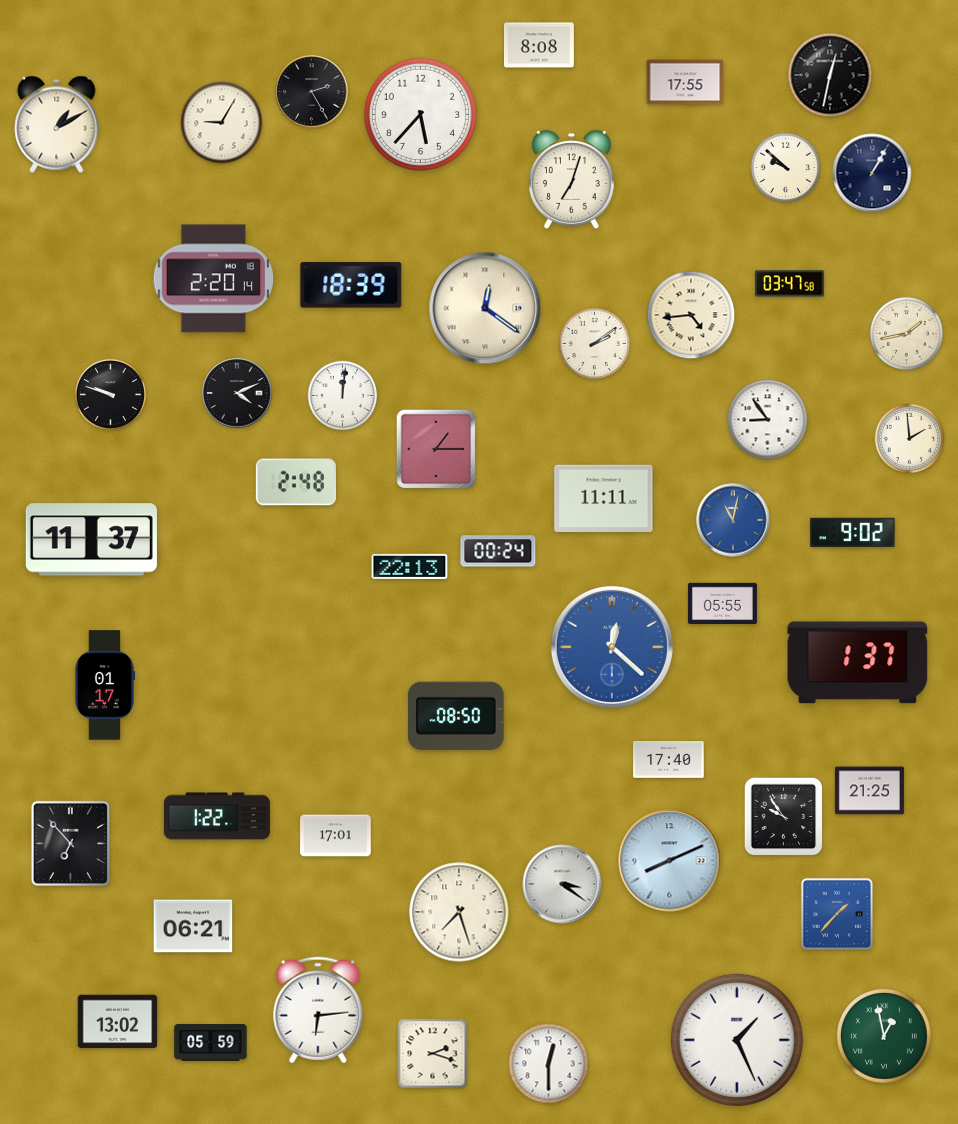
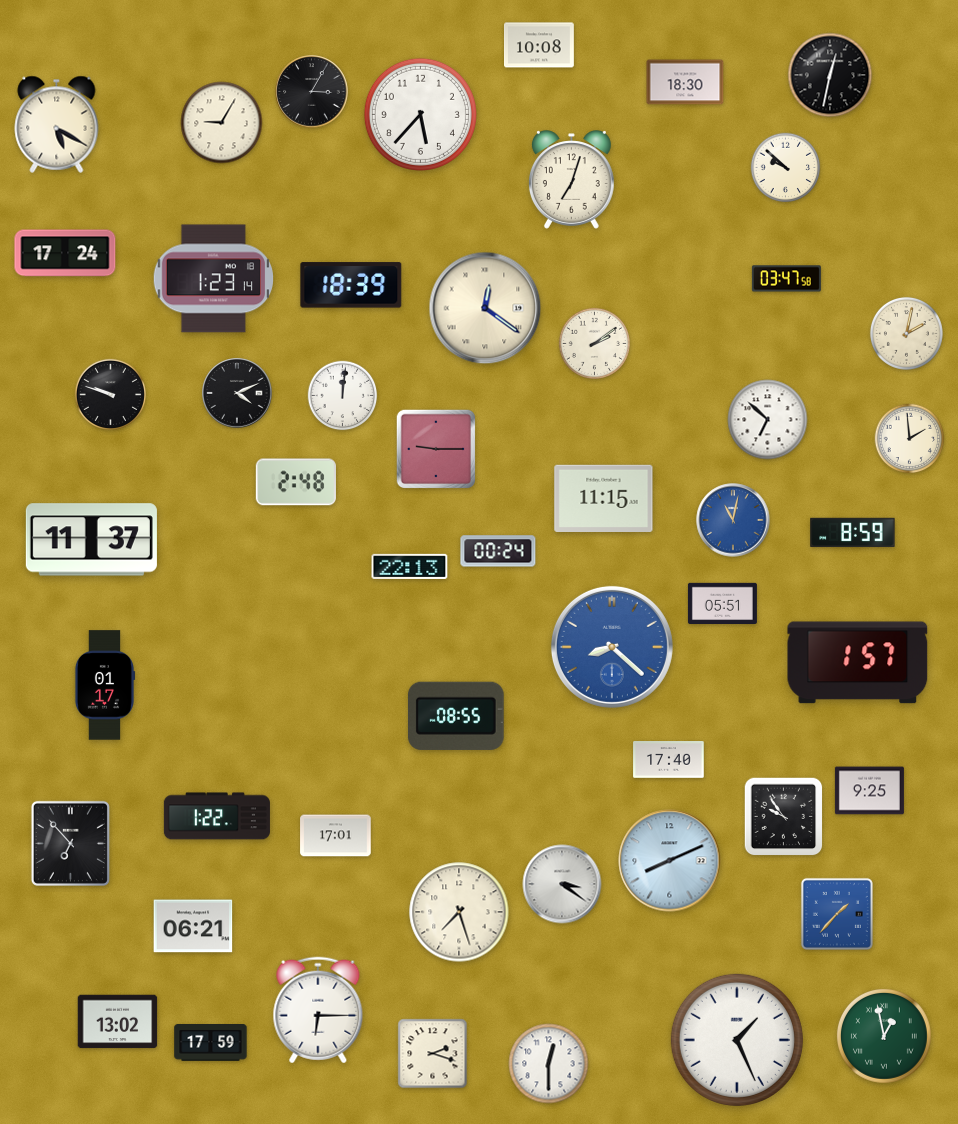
clock at (540, 45): 8:08 -> 10:08
clock at (685, 82): 17:55 -> 18:30
clock at (312, 92): 2:25 -> 3:05
clock at (57, 124): 1:10 -> 5:20
clock at (872, 173): 1:05 -> none
clock at (65, 253): none -> 17:24
clock at (213, 279): 2:20 -> 1:23
clock at (789, 284) position: (789, 284) -> (786, 279)
clock at (691, 315): 4:44 -> none
clock at (906, 333): 1:43 -> 2:02
clock at (768, 420): 8:54 -> 6:52
clock at (435, 448): 1:15 -> 9:15
clock at (604, 498): 11:11 -> 11:15
clock at (853, 533): 9:02 -> 8:59
clock at (722, 604): 05:55 -> 05:51
clock at (612, 647): 12:22 -> 8:22
clock at (858, 663): 1:37 -> 1:57
clock at (456, 716): 08:50 -> 08:55
clock at (869, 791): 21:25 -> 9:25
clock at (318, 1010): 6:14 -> 6:15
clock at (211, 1043): 05:59 -> 17:59
